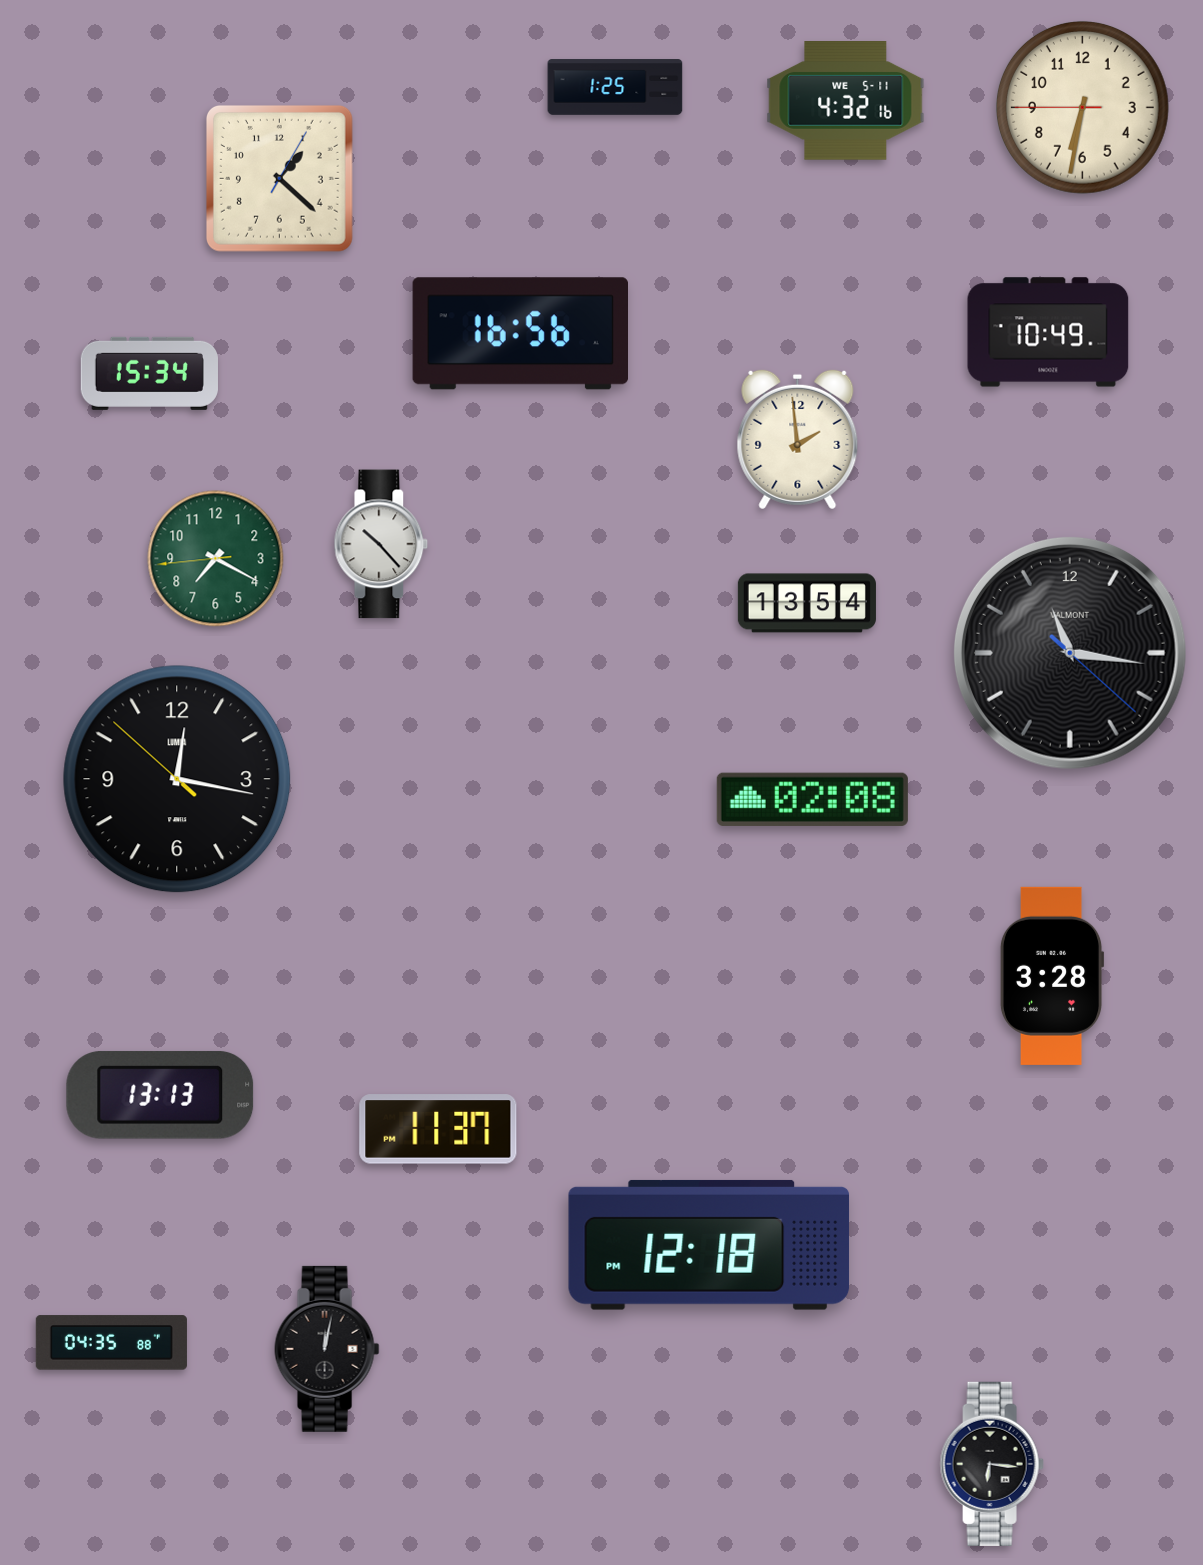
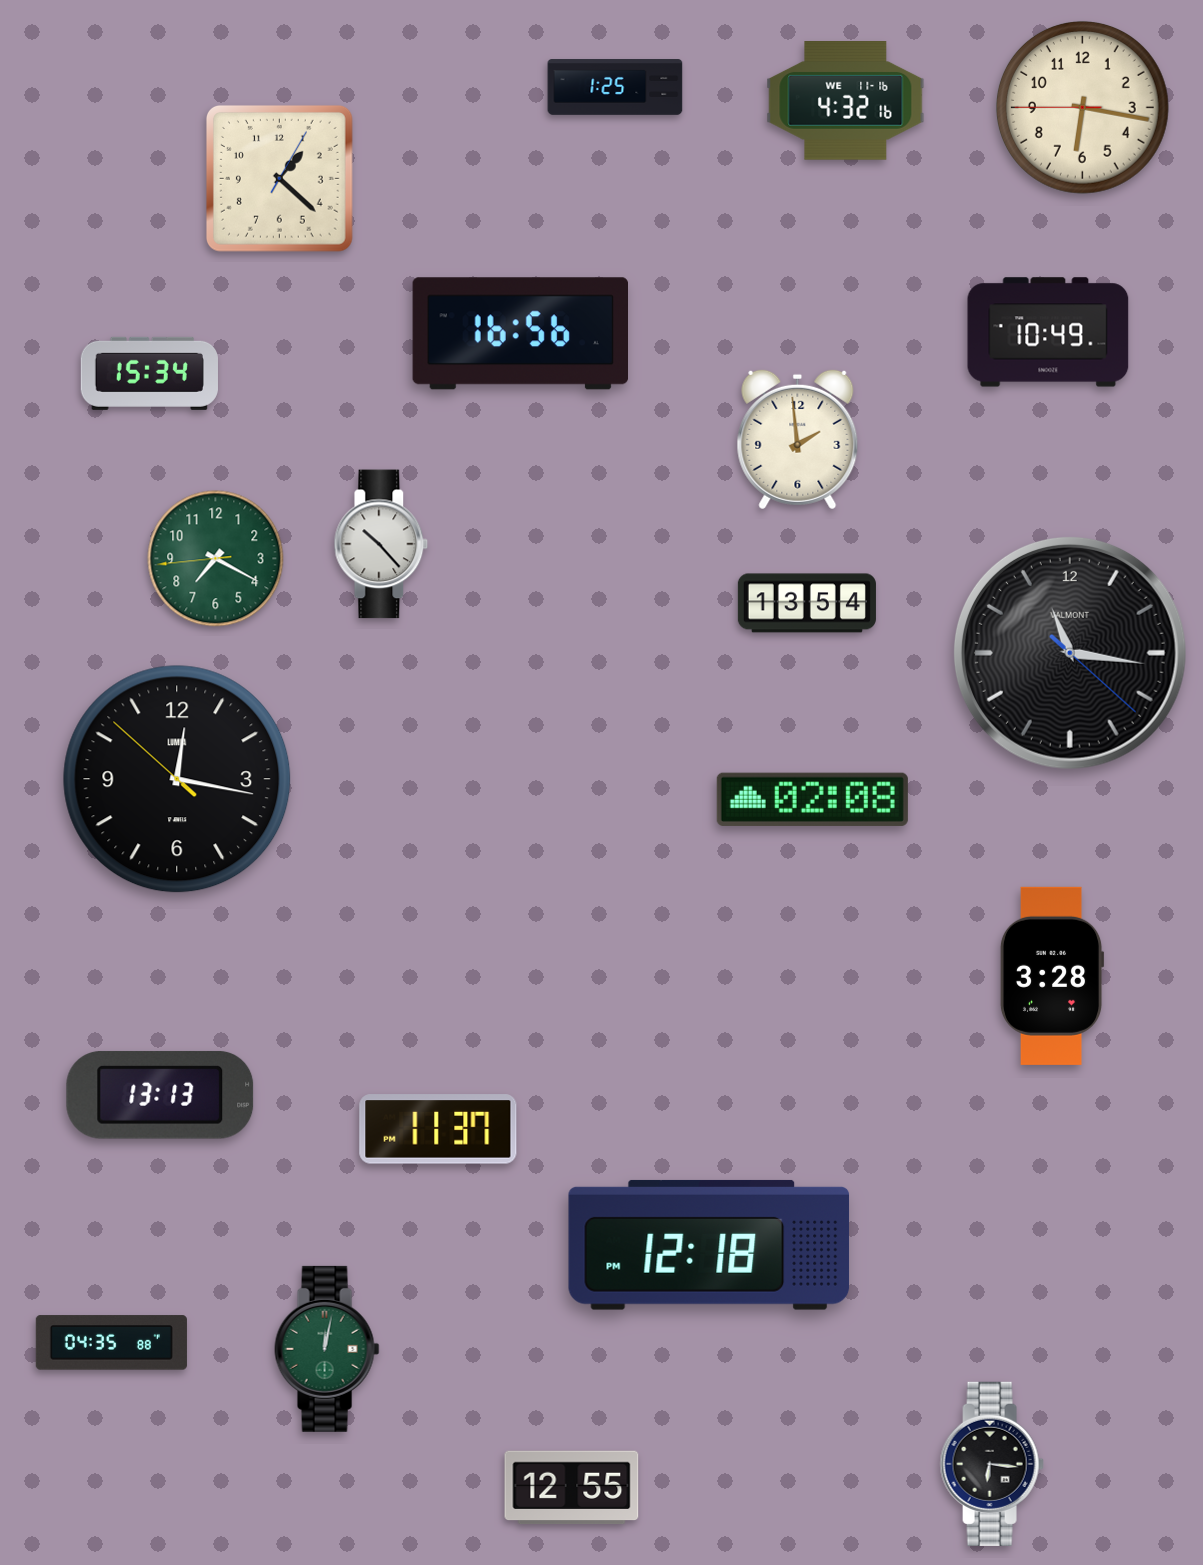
clock at (846, 101) date: WE 5-11 -> WE 11-16
clock at (1082, 107): 6:31 -> 6:16
clock at (327, 1349) dial: black -> green
clock at (572, 1488): none -> 12:55
